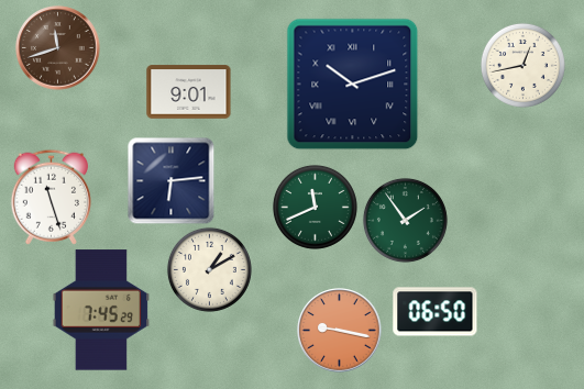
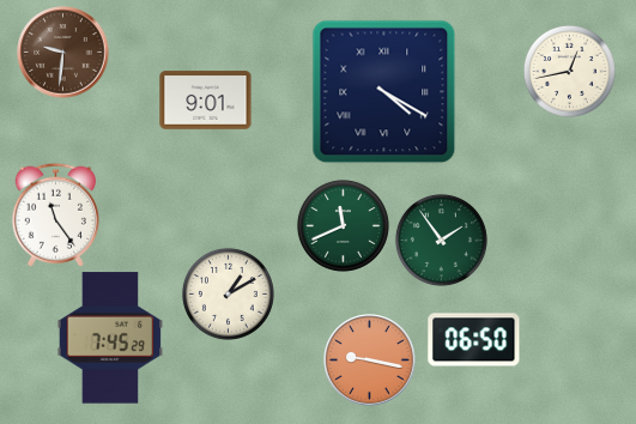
clock at (58, 48): 11:42 -> 9:31
clock at (353, 85): 10:12 -> 4:20
clock at (170, 180): 6:14 -> none
clock at (51, 197): 11:27 -> 11:24
